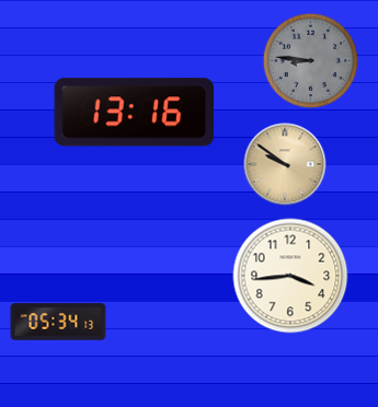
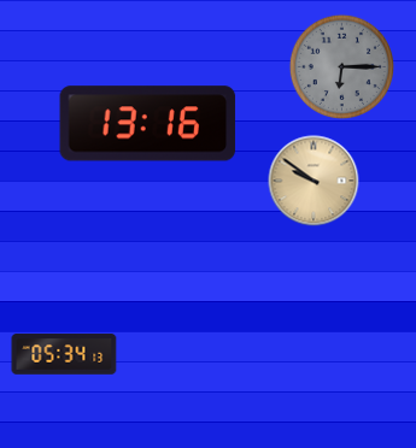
clock at (311, 61): 8:46 -> 6:15
clock at (290, 276): 3:44 -> none
